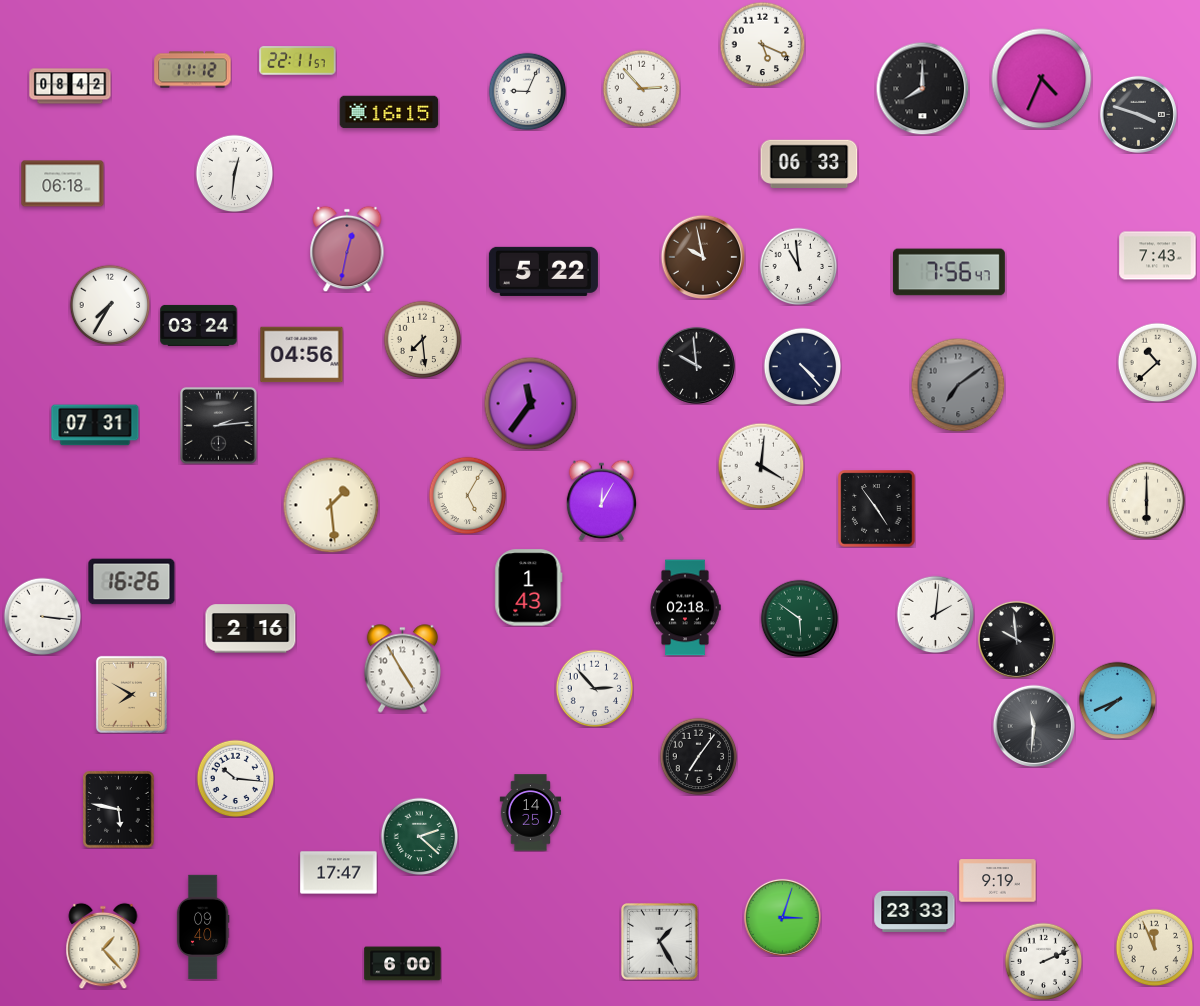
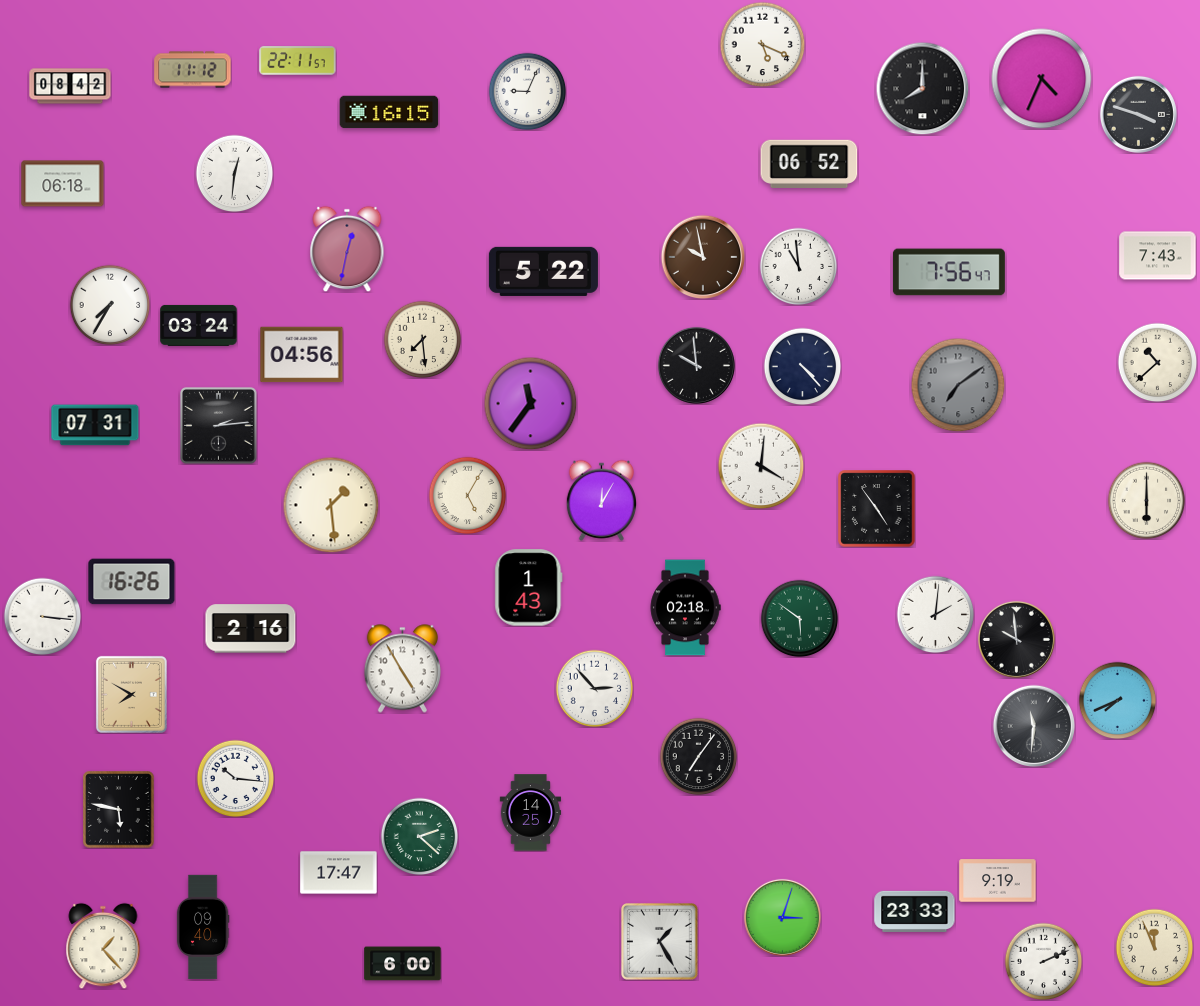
clock at (641, 88): 2:53 -> none
clock at (809, 164): 06:33 -> 06:52
